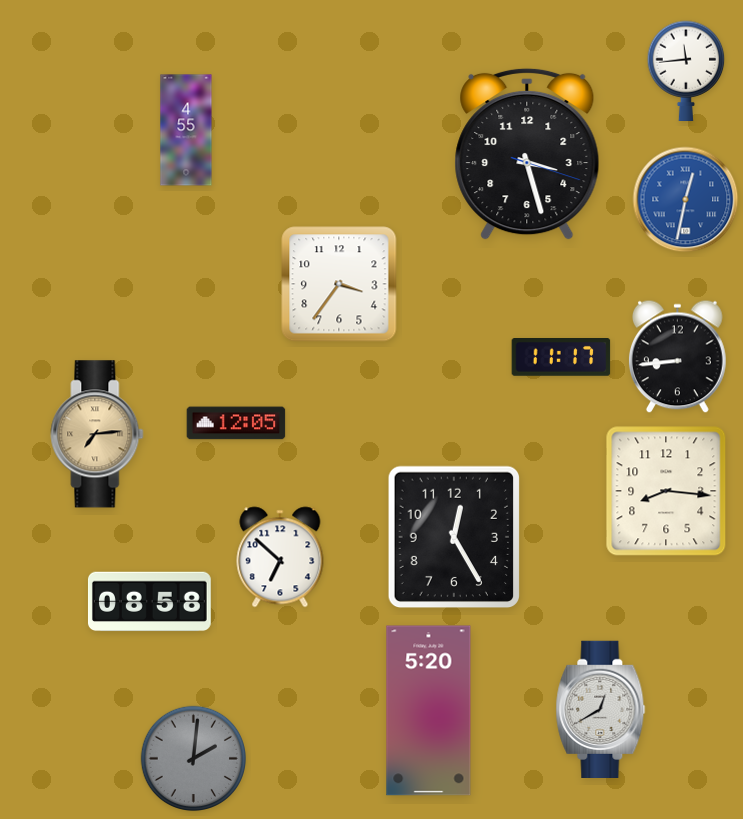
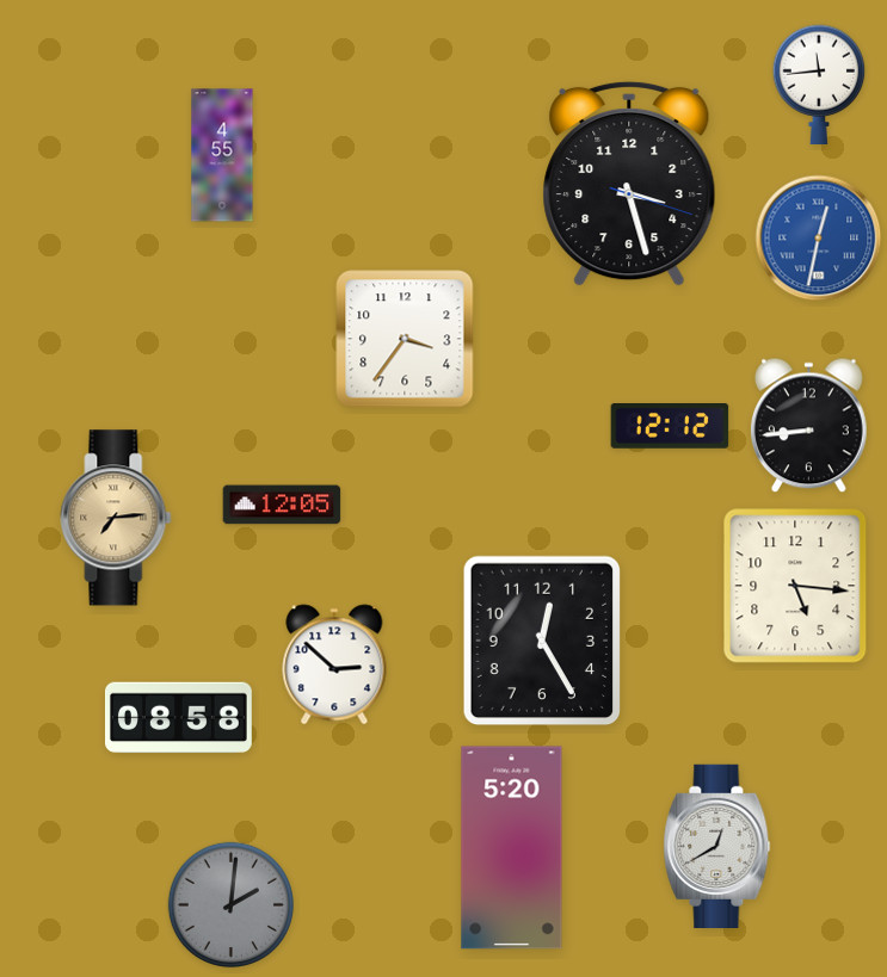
clock at (561, 358): 11:17 -> 12:12
clock at (666, 491): 8:16 -> 5:16
clock at (280, 557): 6:52 -> 2:52
